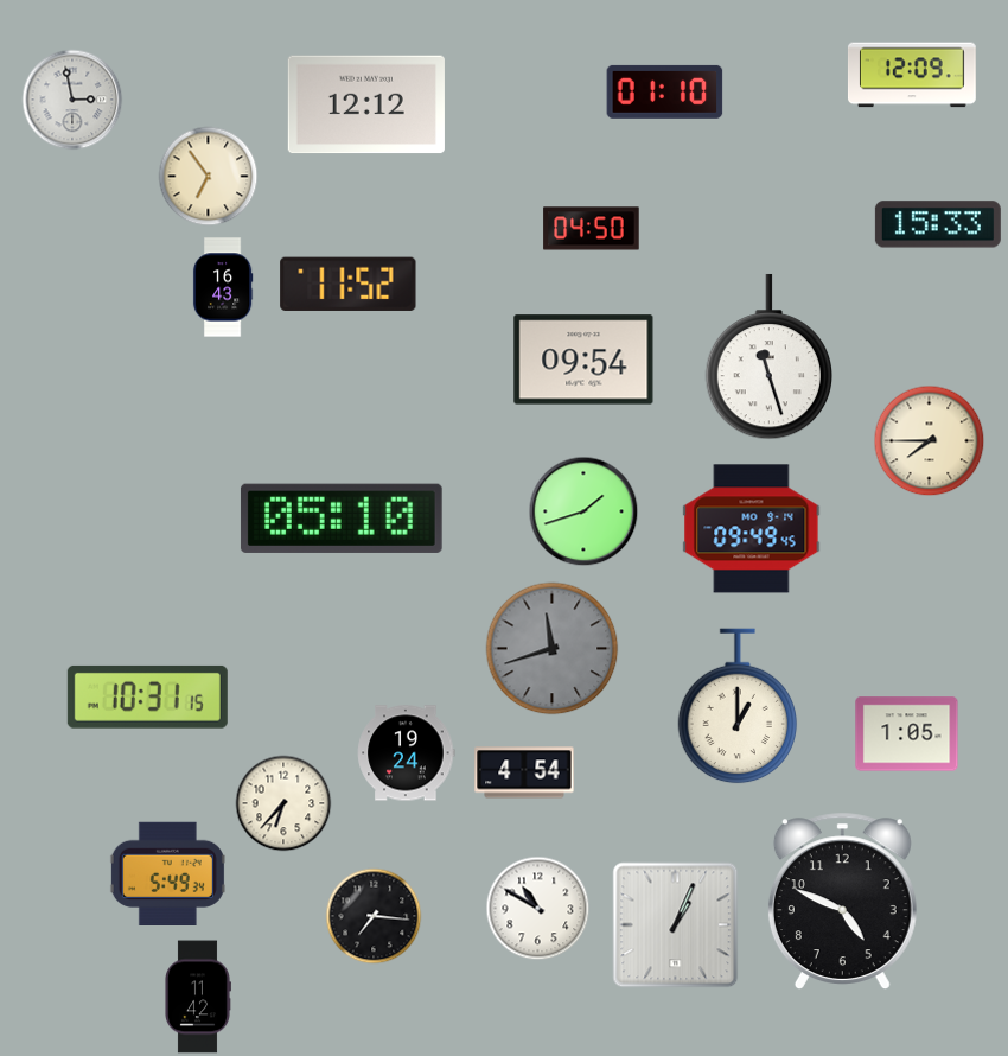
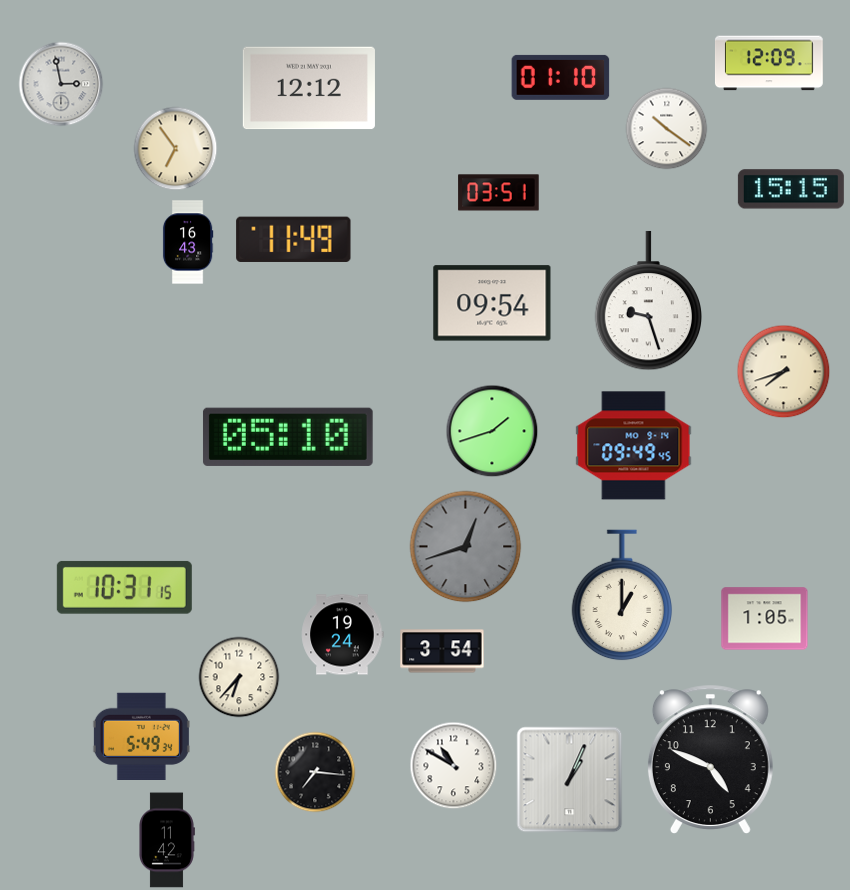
clock at (667, 129): none -> 10:21
clock at (938, 224): 15:33 -> 15:15
clock at (592, 229): 04:50 -> 03:51
clock at (349, 284): 11:52 -> 11:49
clock at (768, 357): 11:27 -> 9:27
clock at (930, 441): 7:45 -> 7:42
clock at (553, 649): 11:42 -> 12:42
clock at (524, 772): 4:54 -> 3:54
